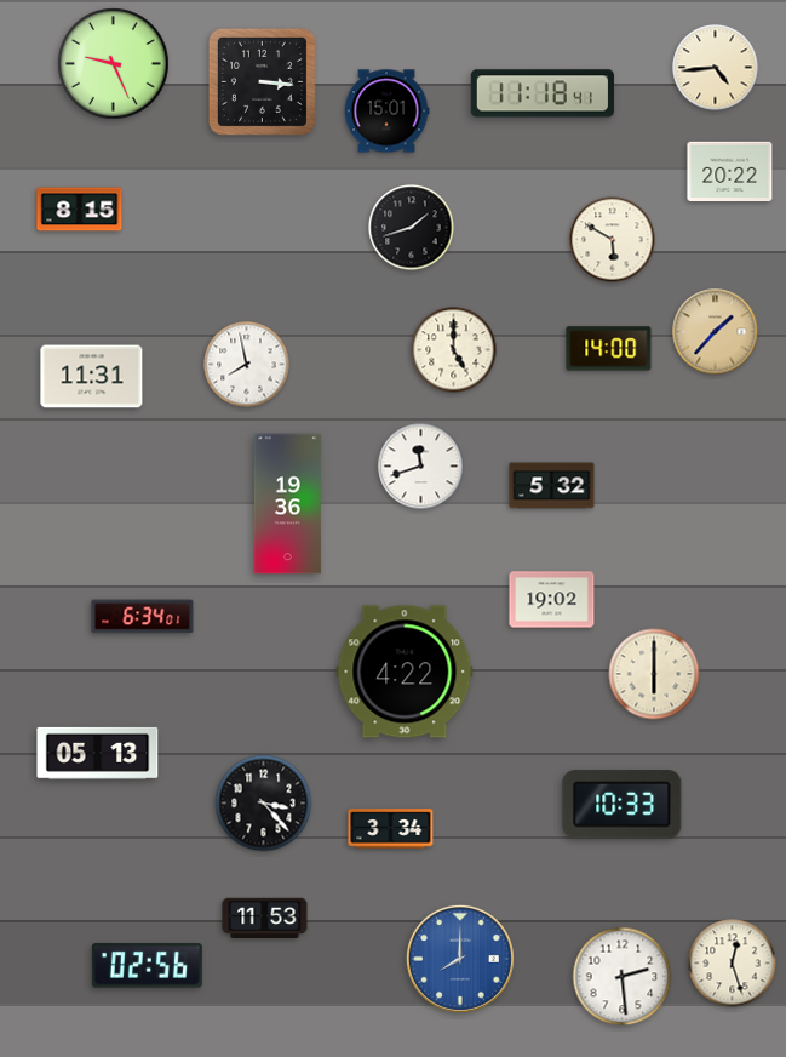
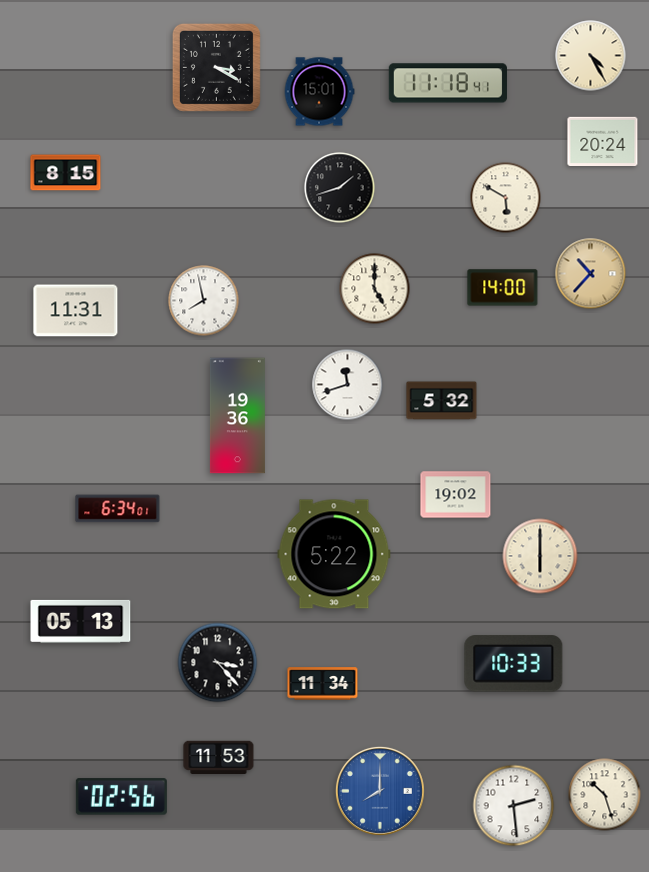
clock at (114, 64): 9:26 -> none
clock at (716, 68): 4:44 -> 4:25
clock at (262, 81): 3:16 -> 3:20
clock at (543, 93) position: (543, 93) -> (448, 83)
clock at (730, 172): 20:22 -> 20:24
clock at (716, 332): 1:37 -> 10:37
clock at (552, 486) position: (552, 486) -> (442, 401)
clock at (405, 672): 4:22 -> 5:22
clock at (391, 829): 3:34 -> 11:34
clock at (733, 964): 12:27 -> 10:27
